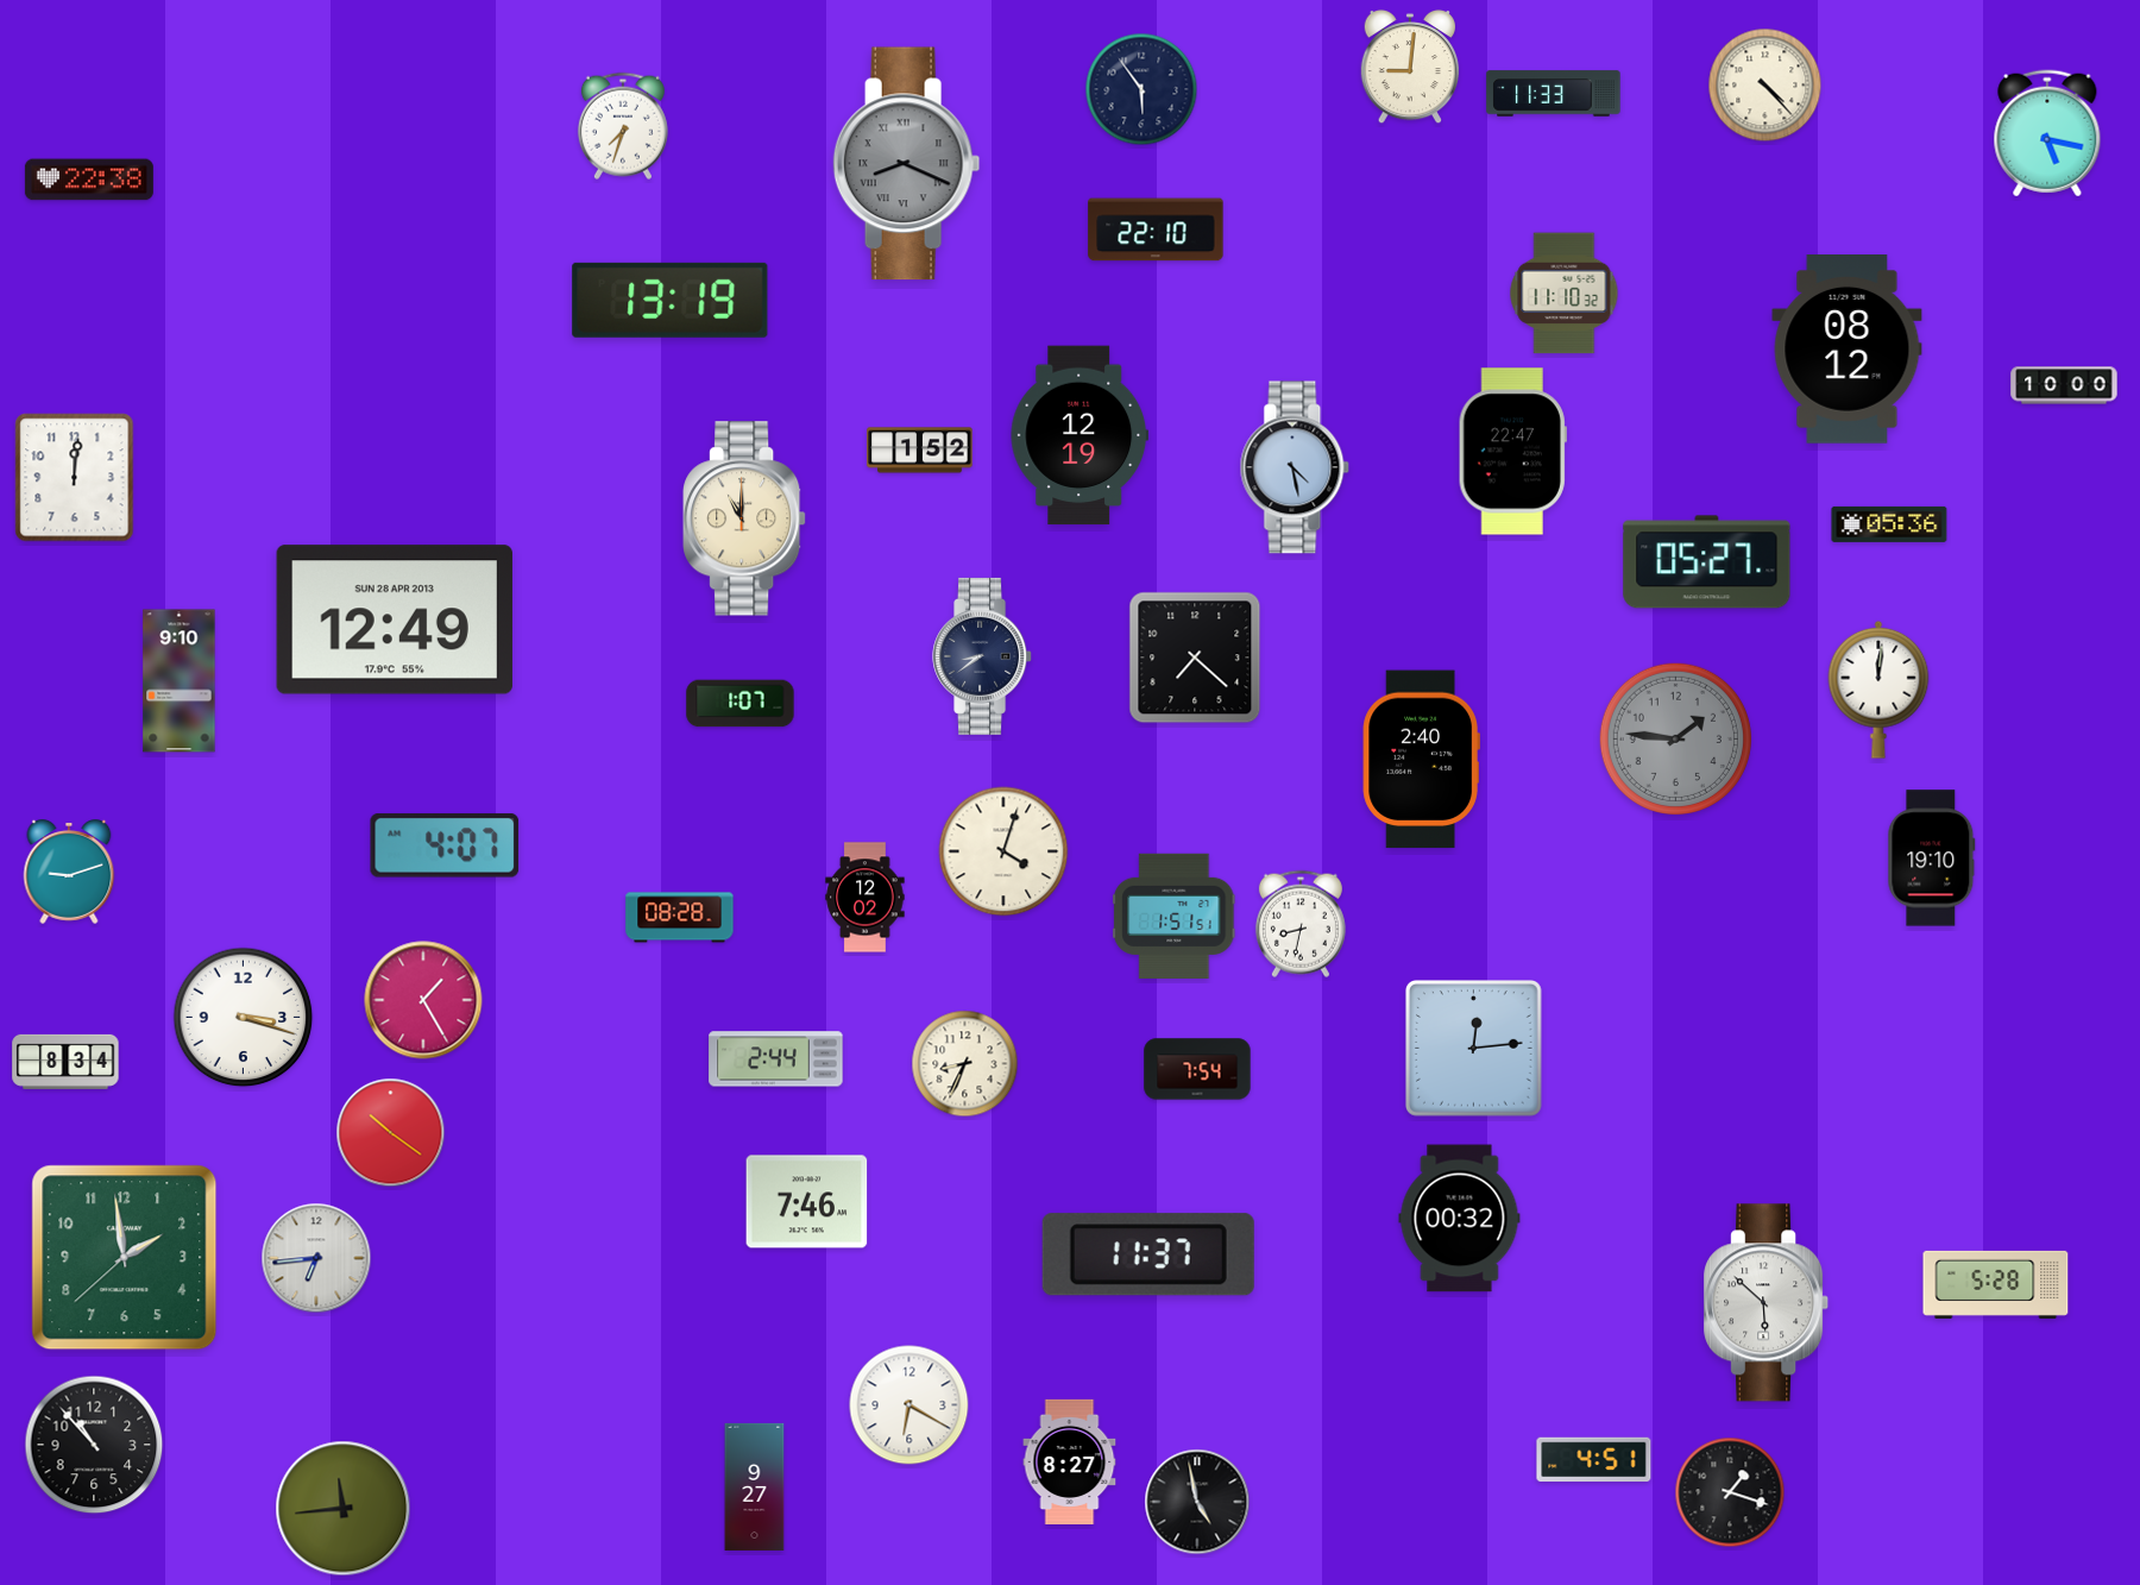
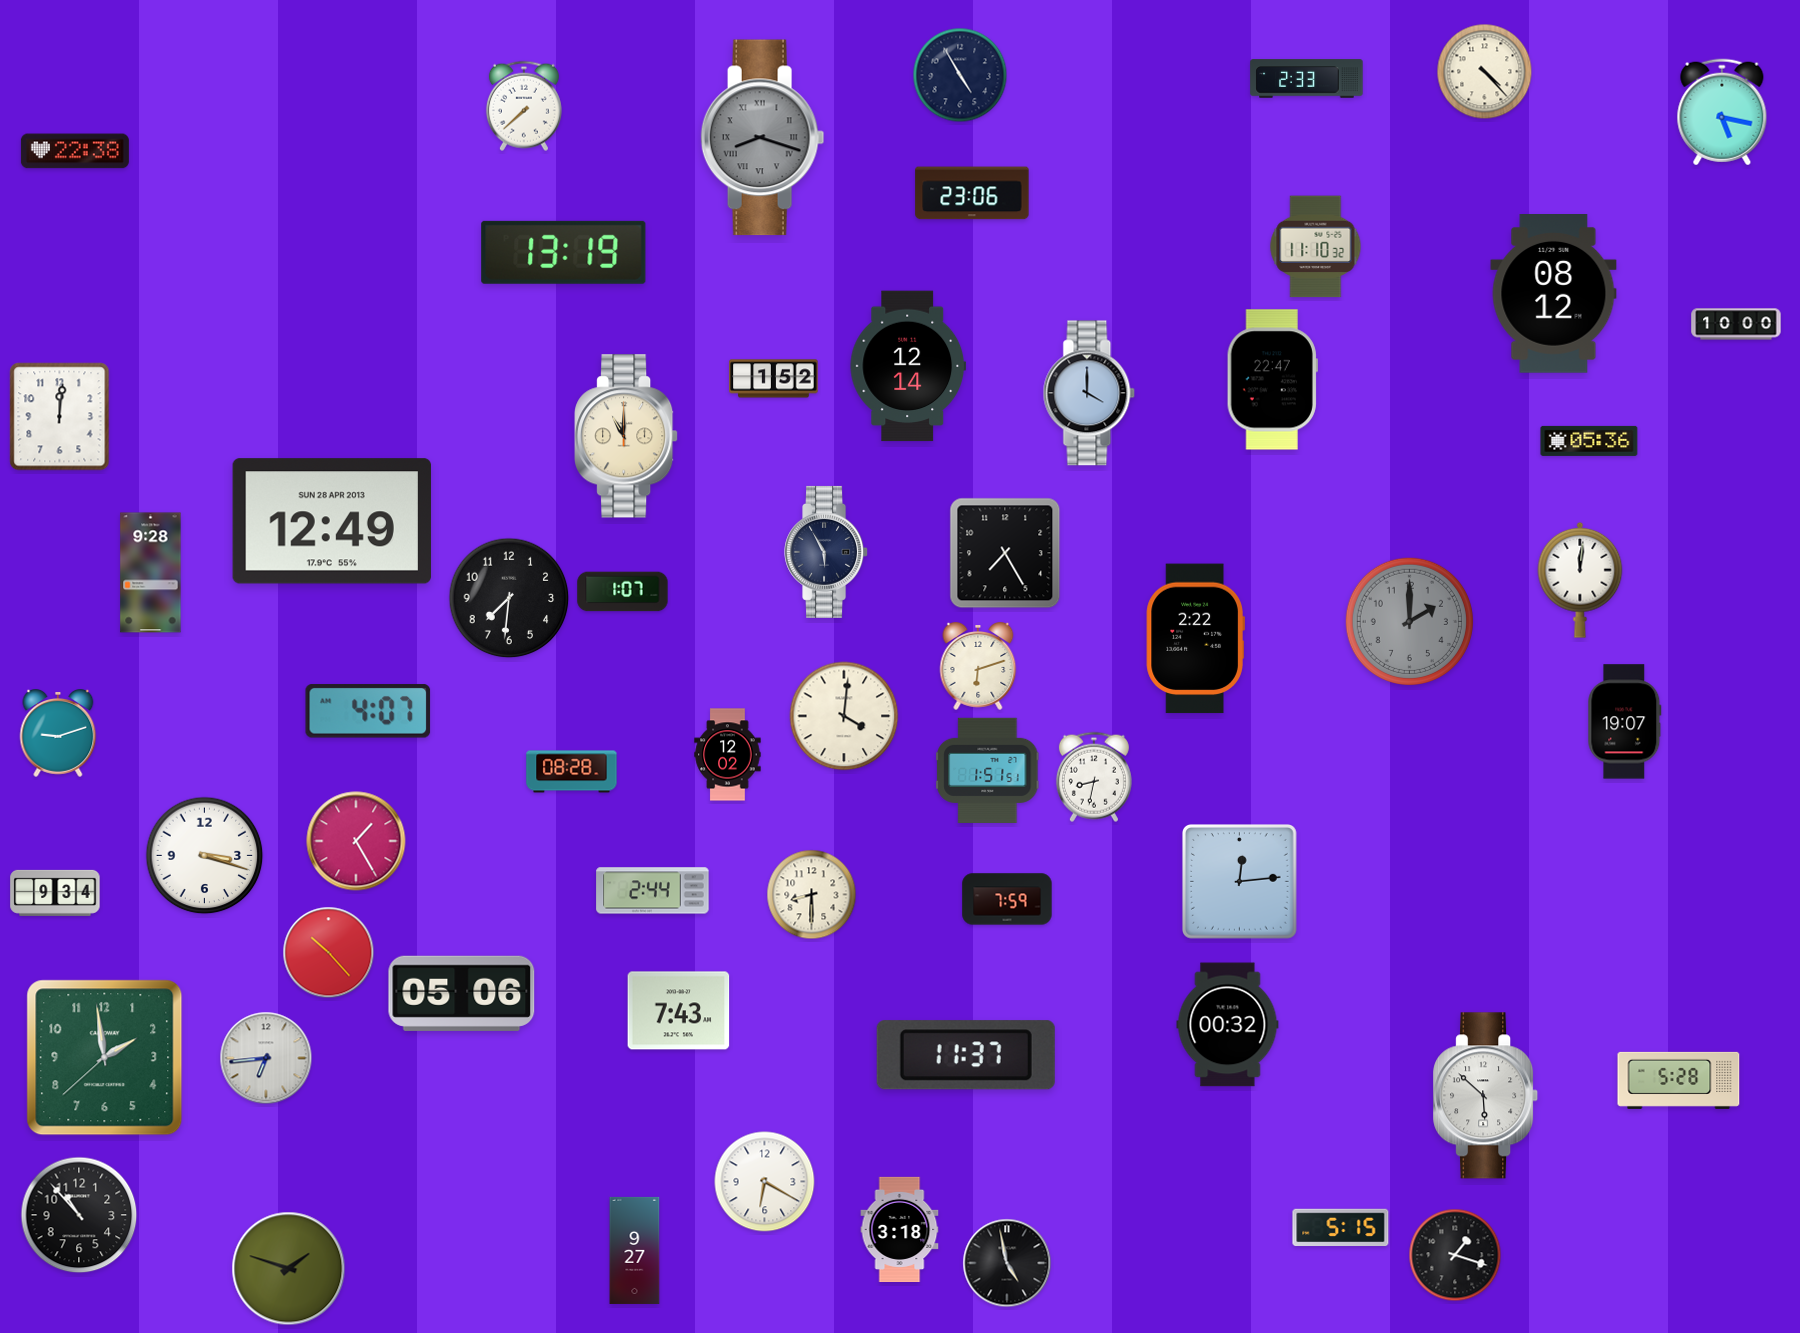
clock at (1410, 67): 9:01 -> none
clock at (1141, 89): 5:54 -> 4:55
clock at (1554, 94): 11:33 -> 2:33
clock at (623, 126): 7:33 -> 7:38
clock at (907, 164): 8:19 -> 8:18
clock at (1156, 229): 22:10 -> 23:06
clock at (1078, 435): 12:19 -> 12:14
clock at (1295, 467): 4:28 -> 4:00
clock at (75, 478) position: (75, 478) -> (60, 417)
clock at (1707, 562): 05:27 -> none
clock at (983, 656): 8:39 -> 5:55
clock at (1195, 658): 7:22 -> 7:25
clock at (180, 681): 9:10 -> 9:28
clock at (509, 598): none -> 7:31
clock at (1675, 738): 1:46 -> 2:00
clock at (1421, 760): 2:40 -> 2:22
clock at (978, 667): none -> 6:12
clock at (445, 845) position: (445, 845) -> (368, 711)
clock at (1003, 851): 4:03 -> 4:01
clock at (1932, 858): 19:10 -> 19:07
clock at (65, 1062): 8:34 -> 9:34
clock at (965, 1064): 8:34 -> 8:30
clock at (1197, 1069): 7:54 -> 7:59
clock at (391, 1133): 10:21 -> 10:23
clock at (462, 993): none -> 05:06
clock at (807, 1202): 7:46 -> 7:43
clock at (1594, 1460): 4:51 -> 5:15
clock at (1070, 1461): 8:27 -> 3:18
clock at (344, 1509): 11:44 -> 1:48
